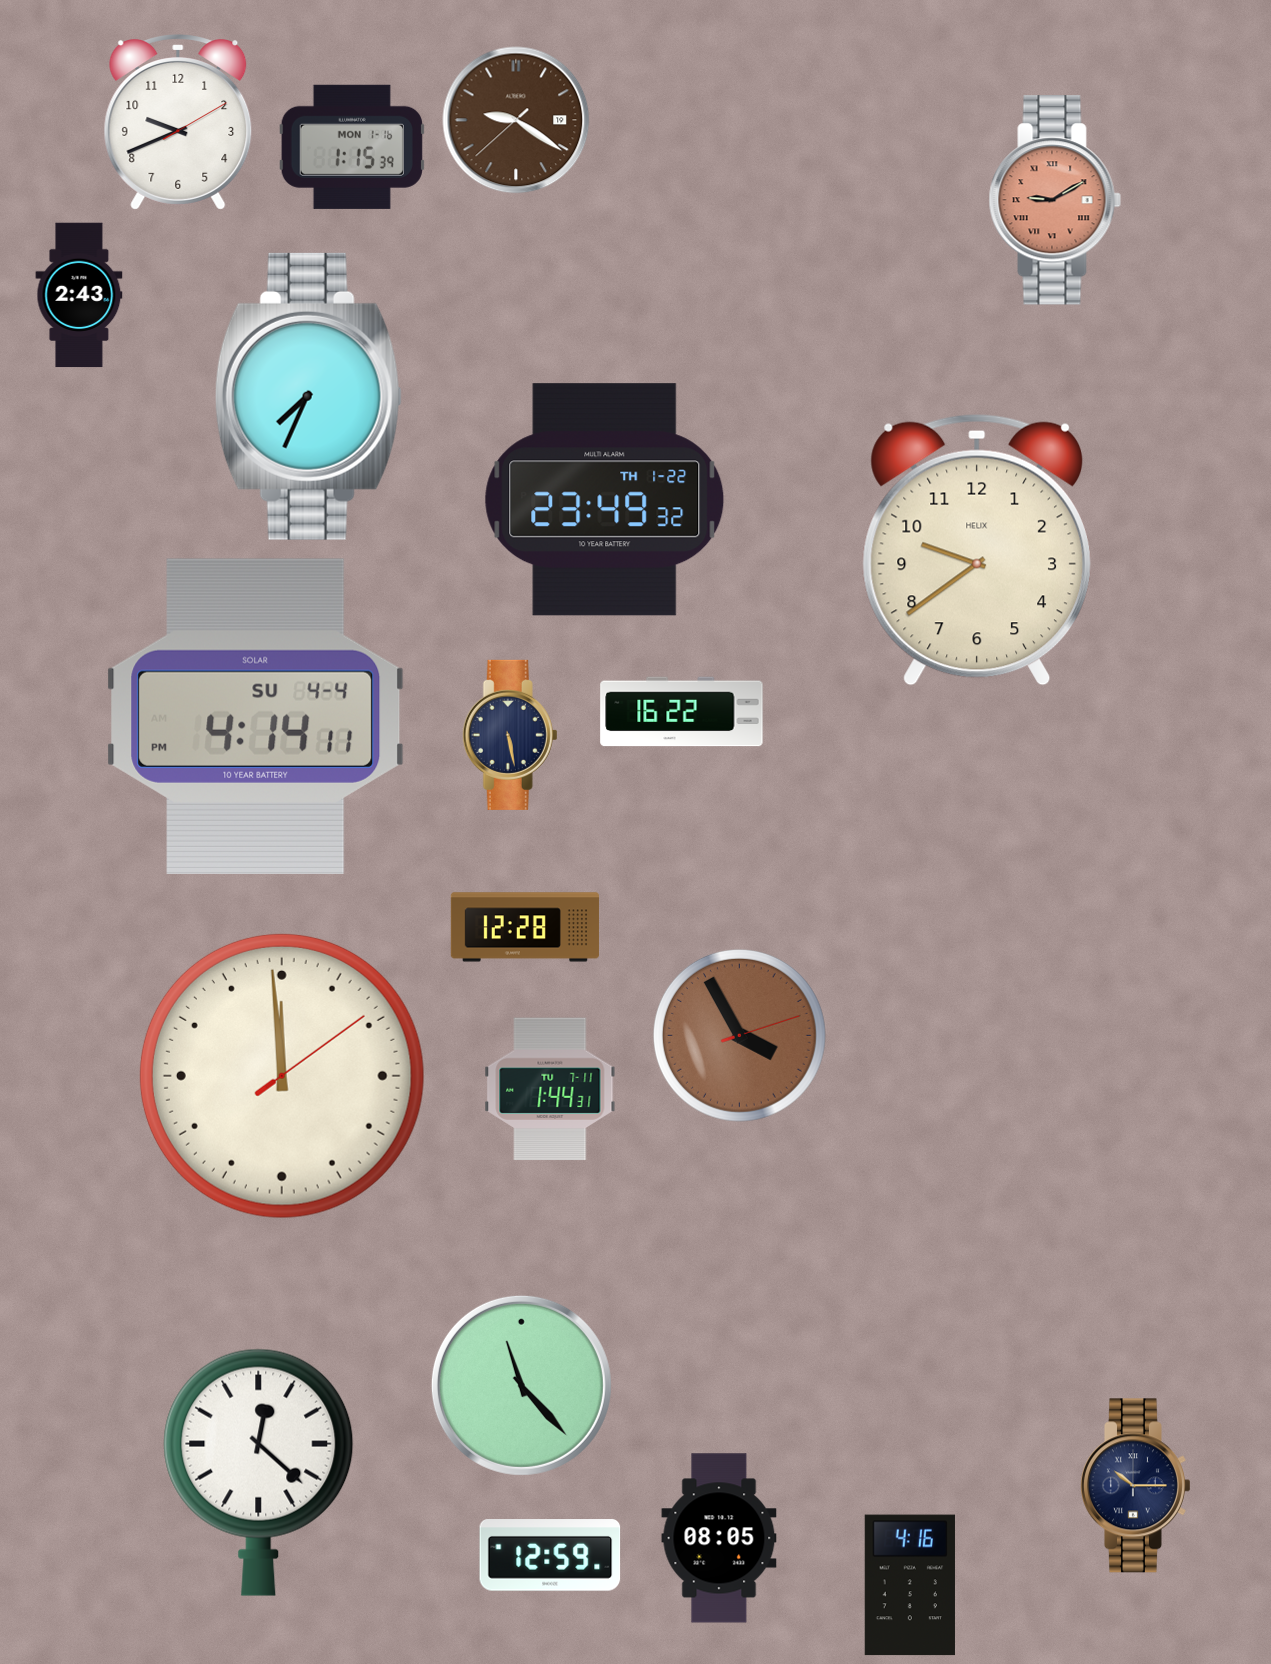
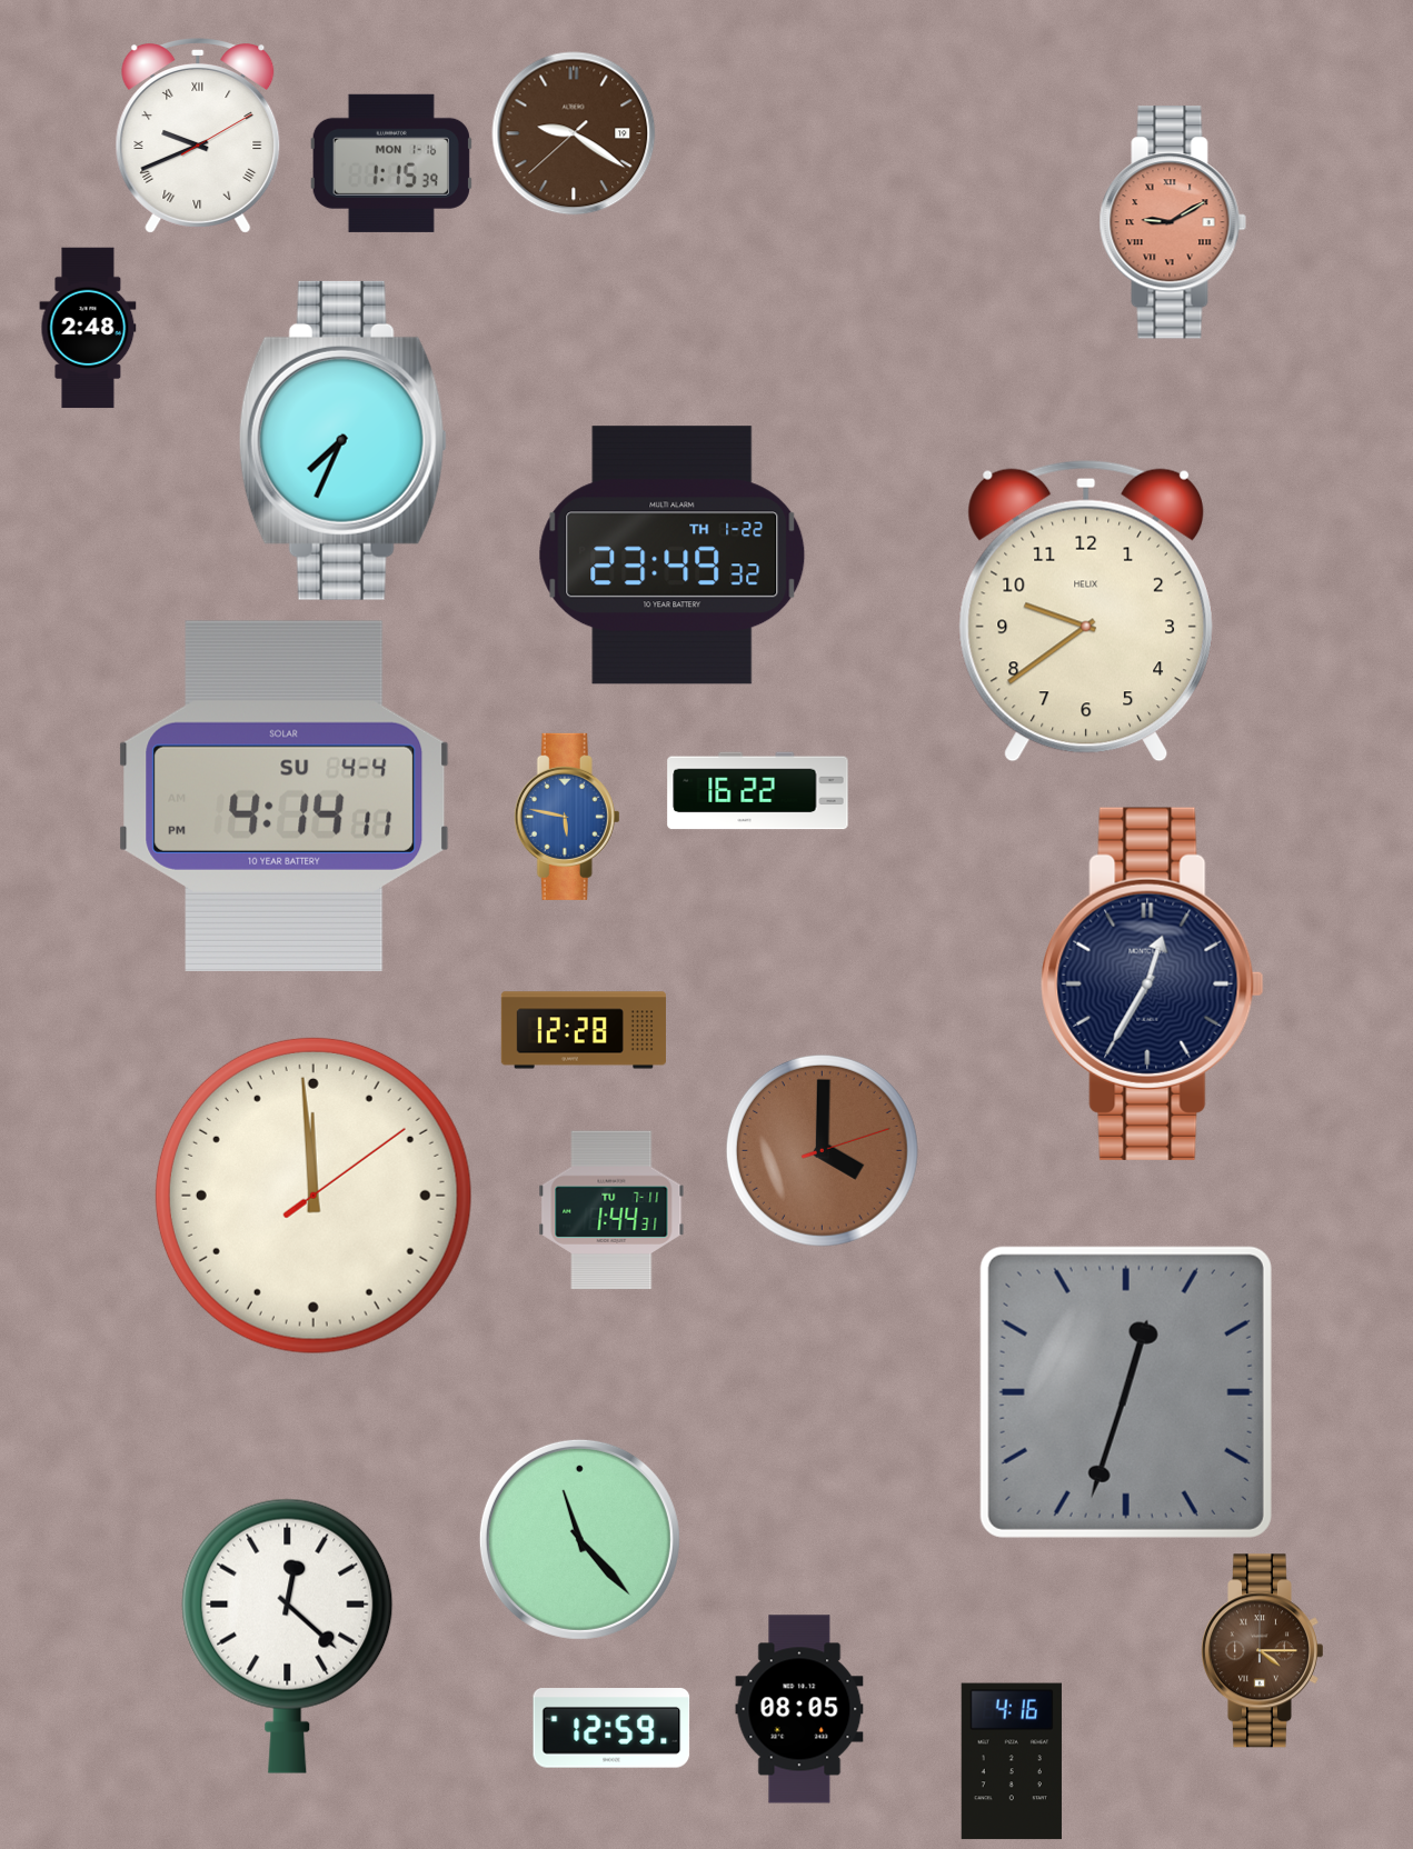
clock at (178, 123) numerals: Arabic -> Roman
clock at (79, 295): 2:43 -> 2:48
clock at (510, 735): 5:28 -> 5:47
clock at (510, 735) dial: navy -> blue
clock at (1153, 983): none -> 12:35
clock at (739, 1035): 3:55 -> 4:00
clock at (1126, 1392): none -> 12:33
clock at (1135, 1486): 10:15 -> 4:15
clock at (1135, 1486) dial: navy -> brown
